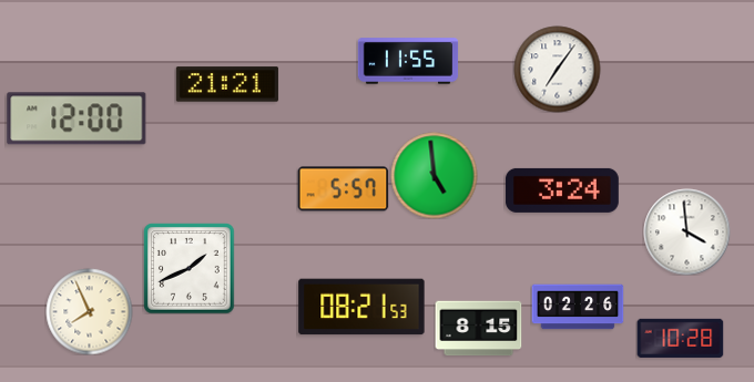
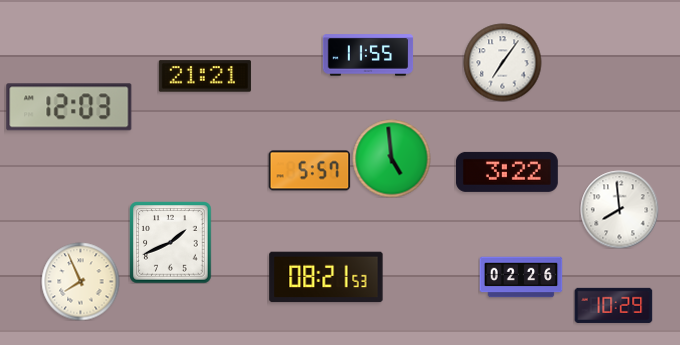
clock at (77, 118): 12:00 -> 12:03
clock at (562, 190): 3:24 -> 3:22
clock at (686, 231): 3:59 -> 7:59
clock at (478, 329): 8:15 -> none
clock at (680, 338): 10:28 -> 10:29
